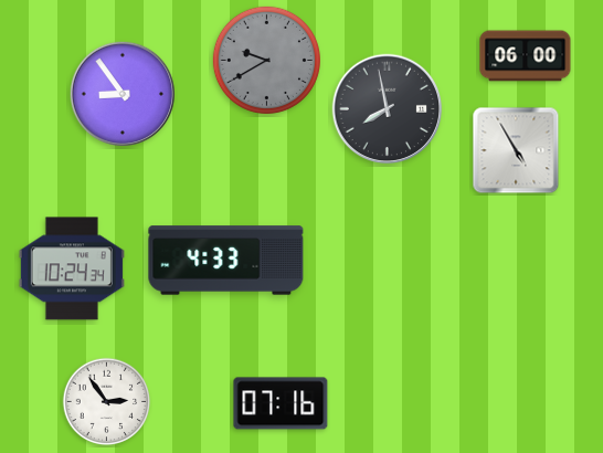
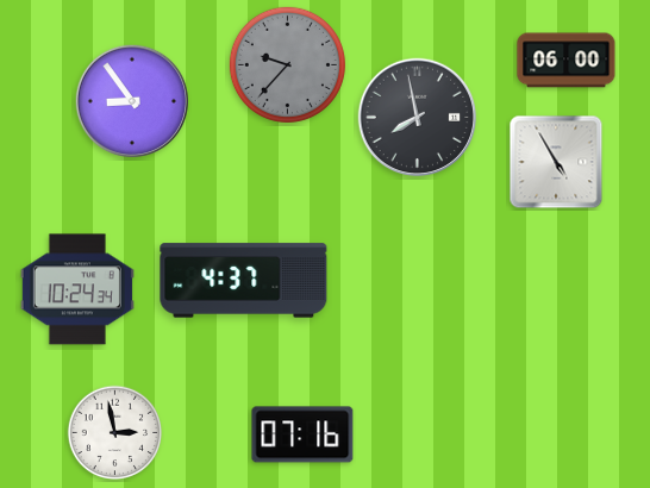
clock at (266, 60): 9:40 -> 9:37
clock at (226, 261): 4:33 -> 4:37
clock at (107, 402): 2:54 -> 2:58
